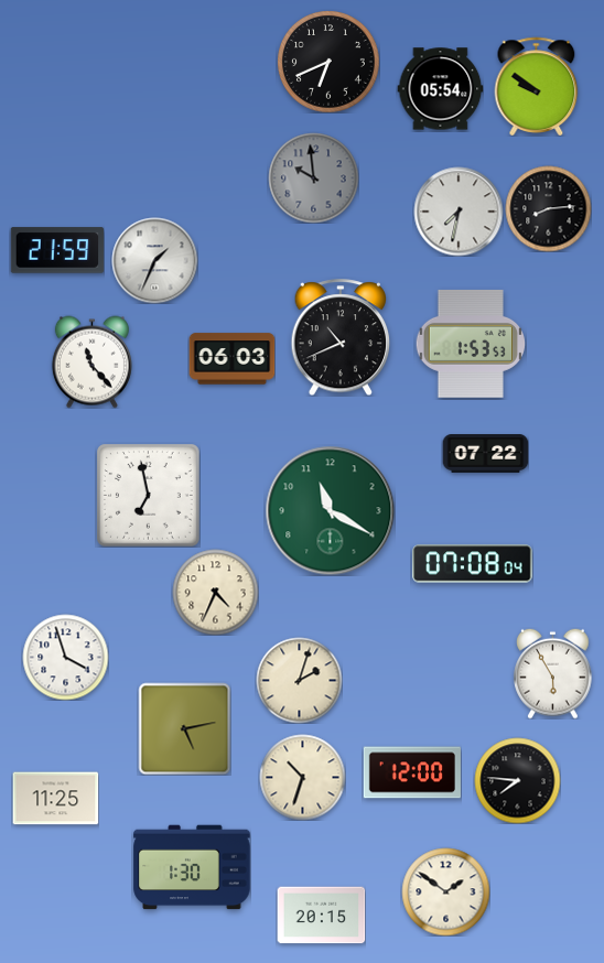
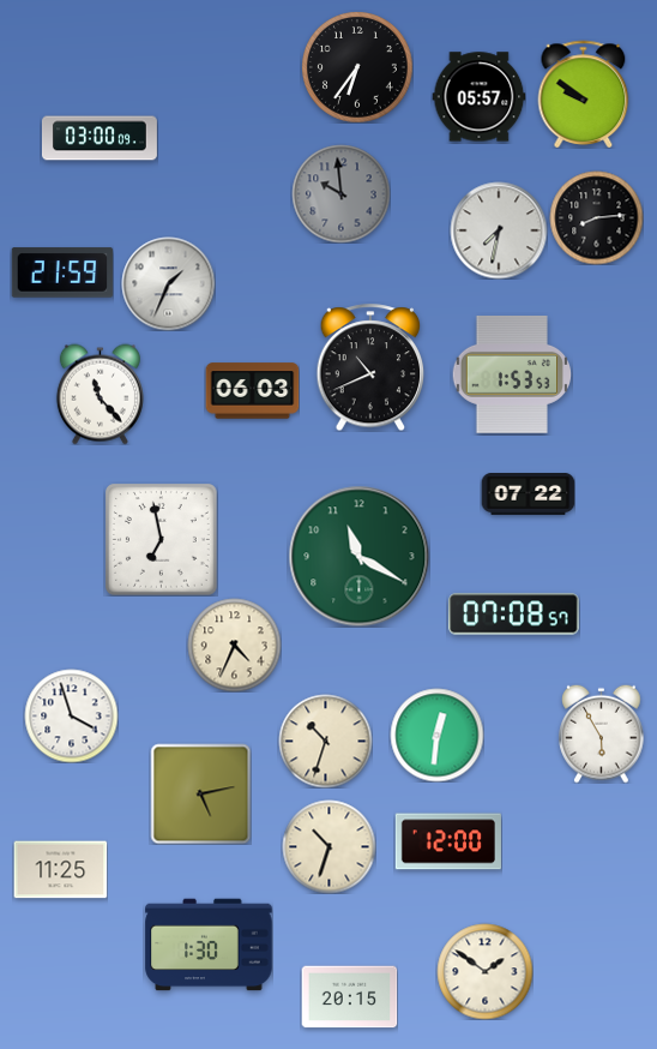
clock at (328, 62): 6:41 -> 6:36
clock at (440, 89): 05:54 -> 05:57
clock at (100, 138): none -> 03:00
clock at (548, 208) position: (548, 208) -> (596, 217)
clock at (473, 564): 07:08:04 -> 07:08:57
clock at (436, 735): none -> 12:31
clock at (299, 680): 2:03 -> 10:33
clock at (517, 780): 7:46 -> none
